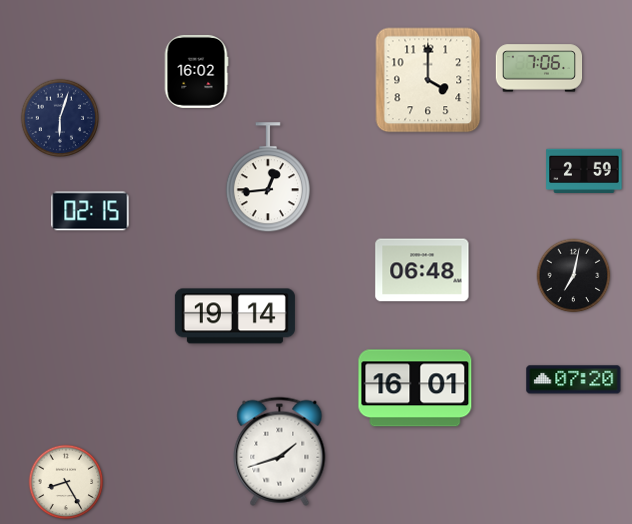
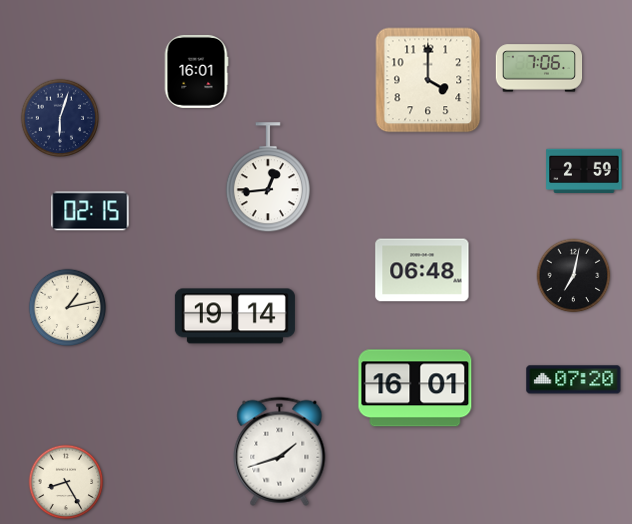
clock at (196, 71): 16:02 -> 16:01
clock at (68, 308): none -> 1:13
